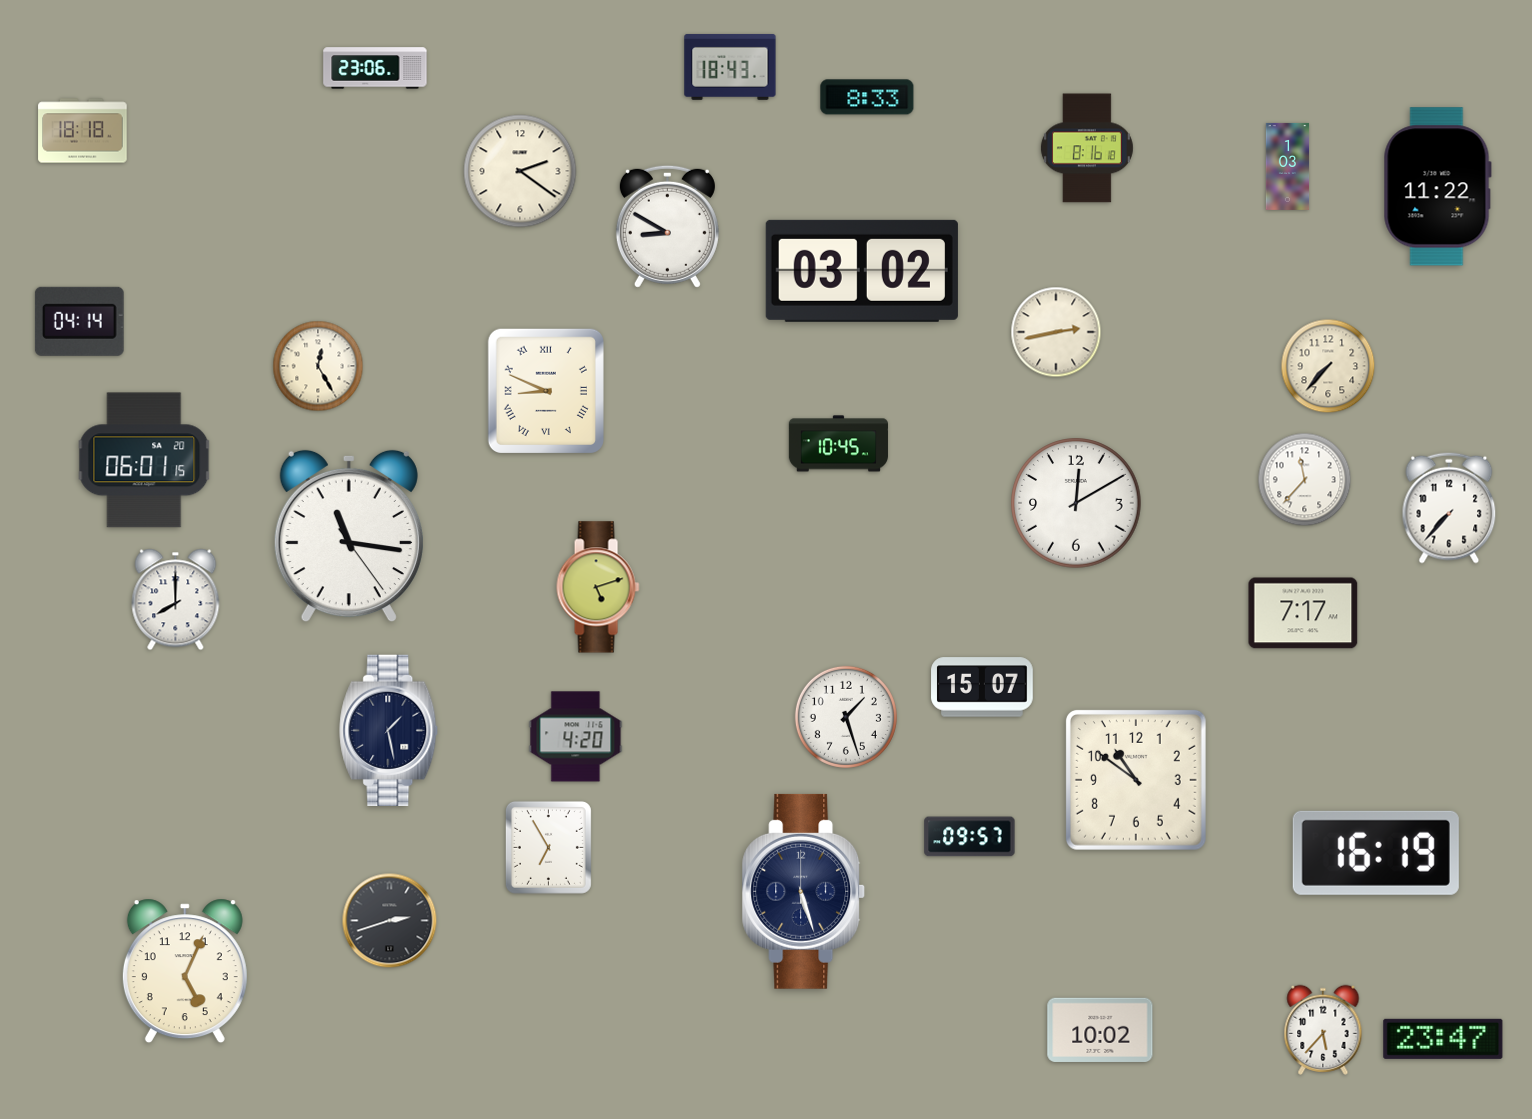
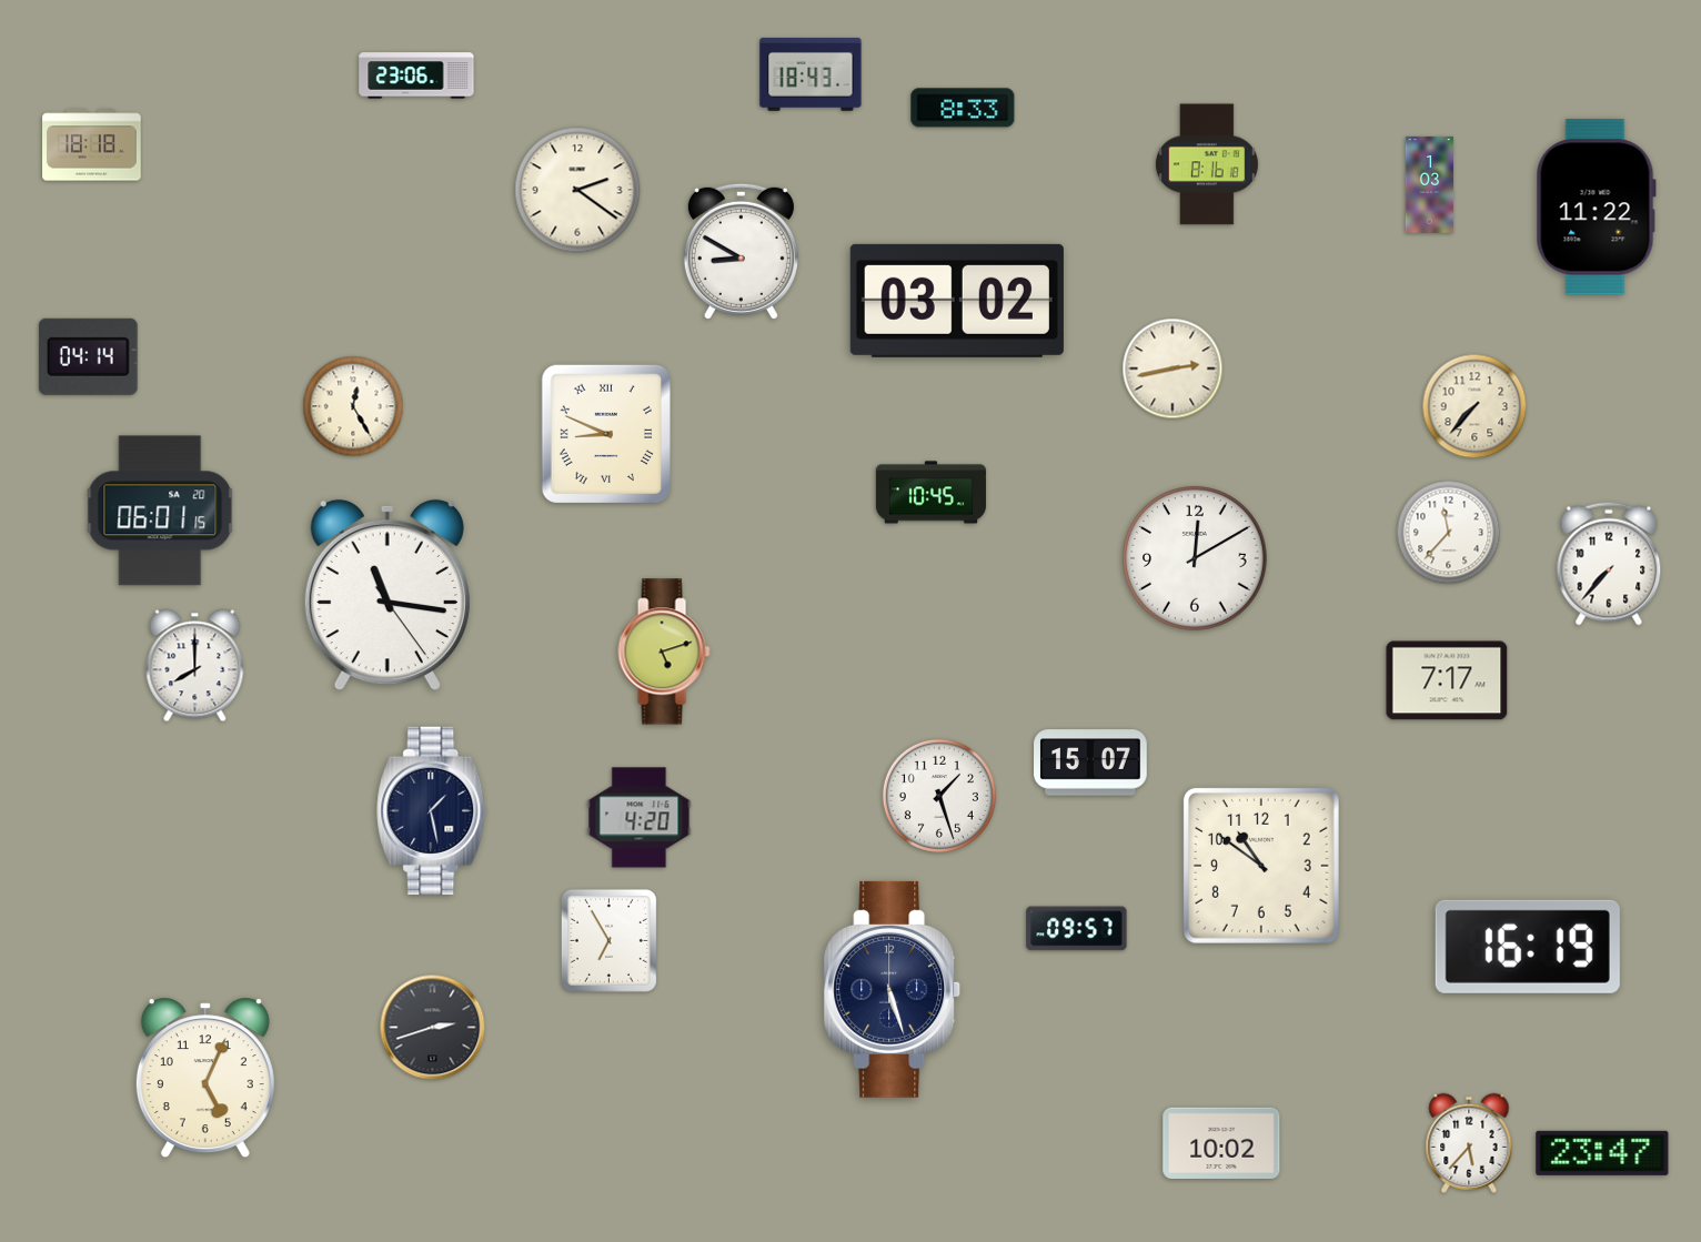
clock at (390, 921) position: (390, 921) -> (433, 1028)
